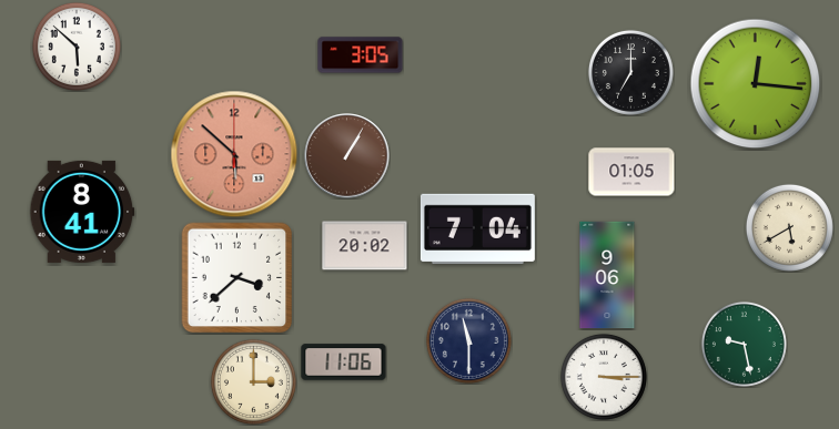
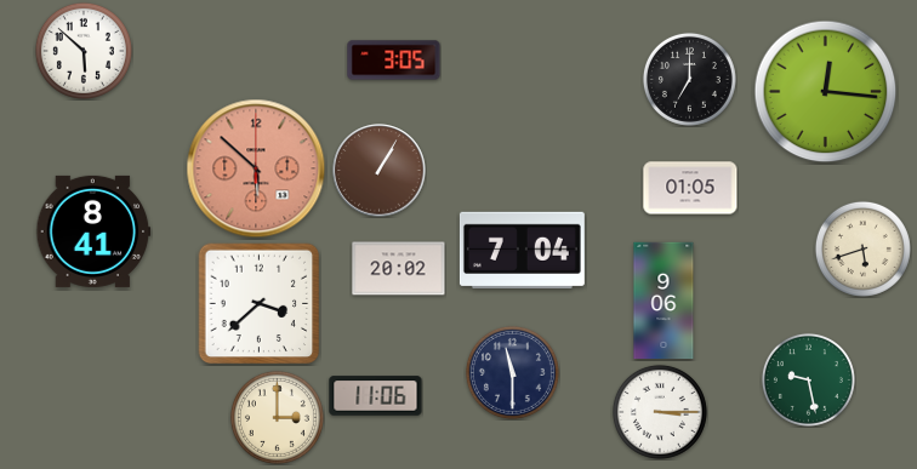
clock at (82, 212) position: (82, 212) -> (93, 231)
clock at (789, 227): 5:40 -> 5:42
clock at (744, 344) position: (744, 344) -> (808, 379)
